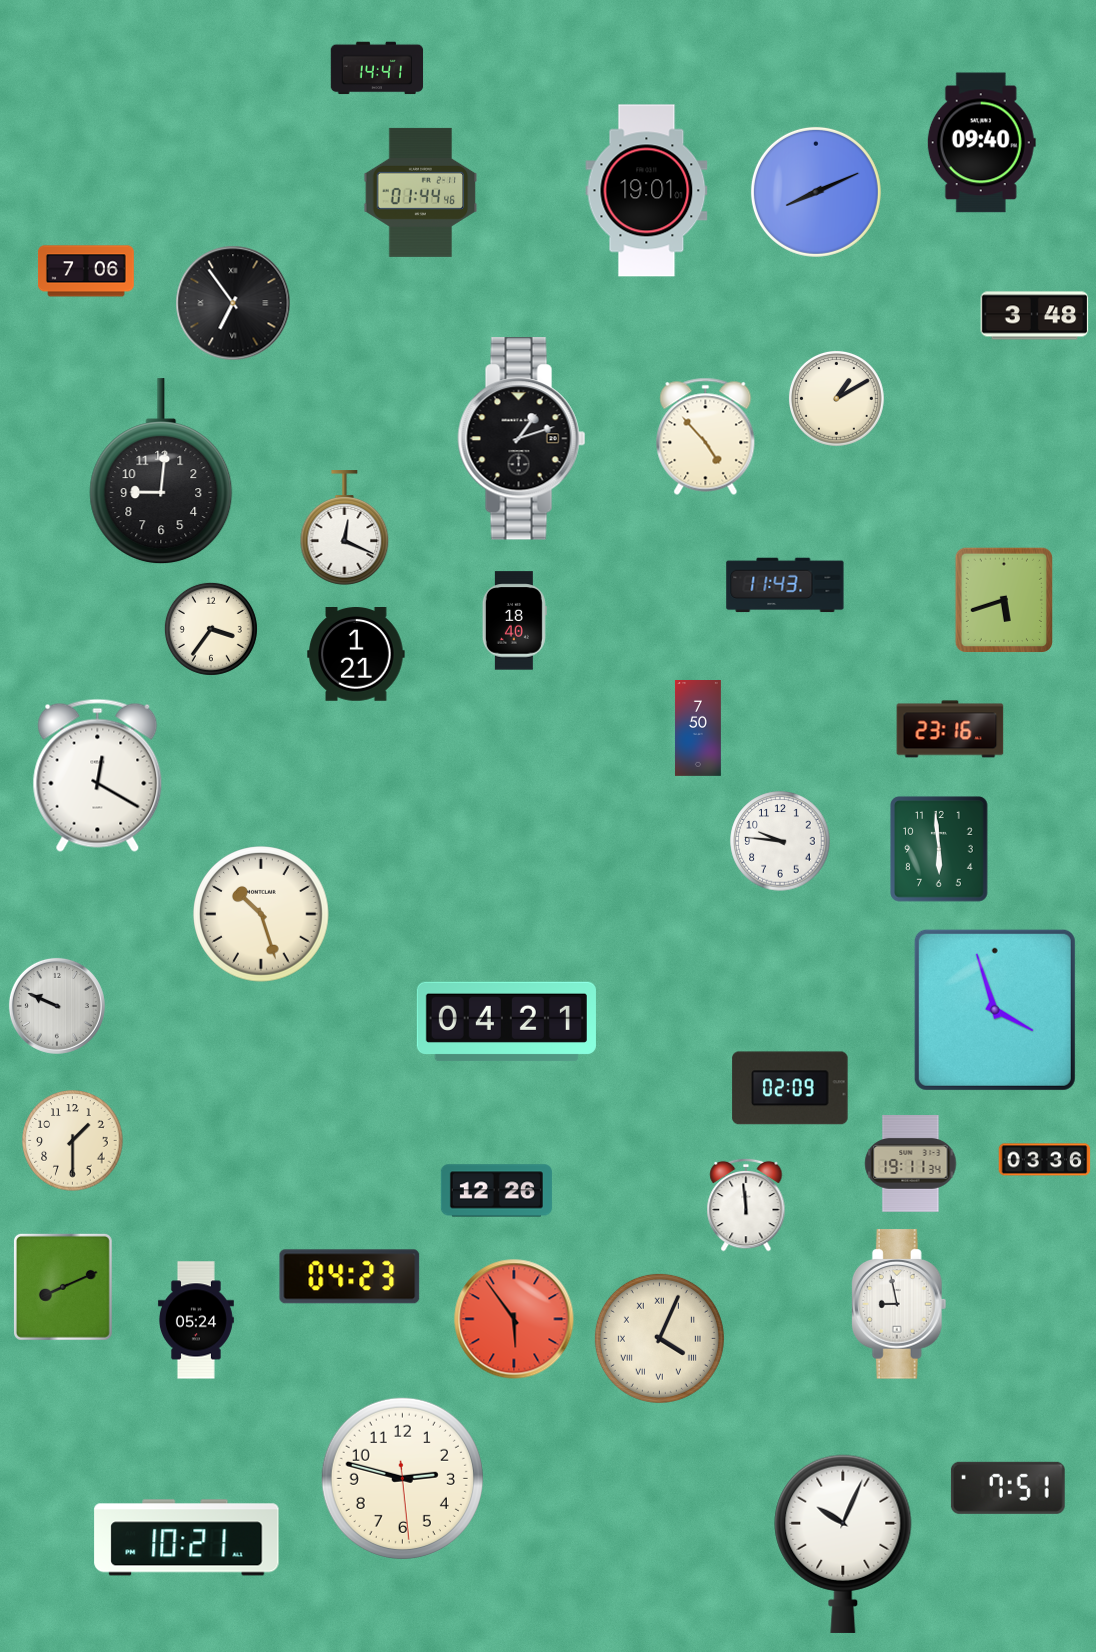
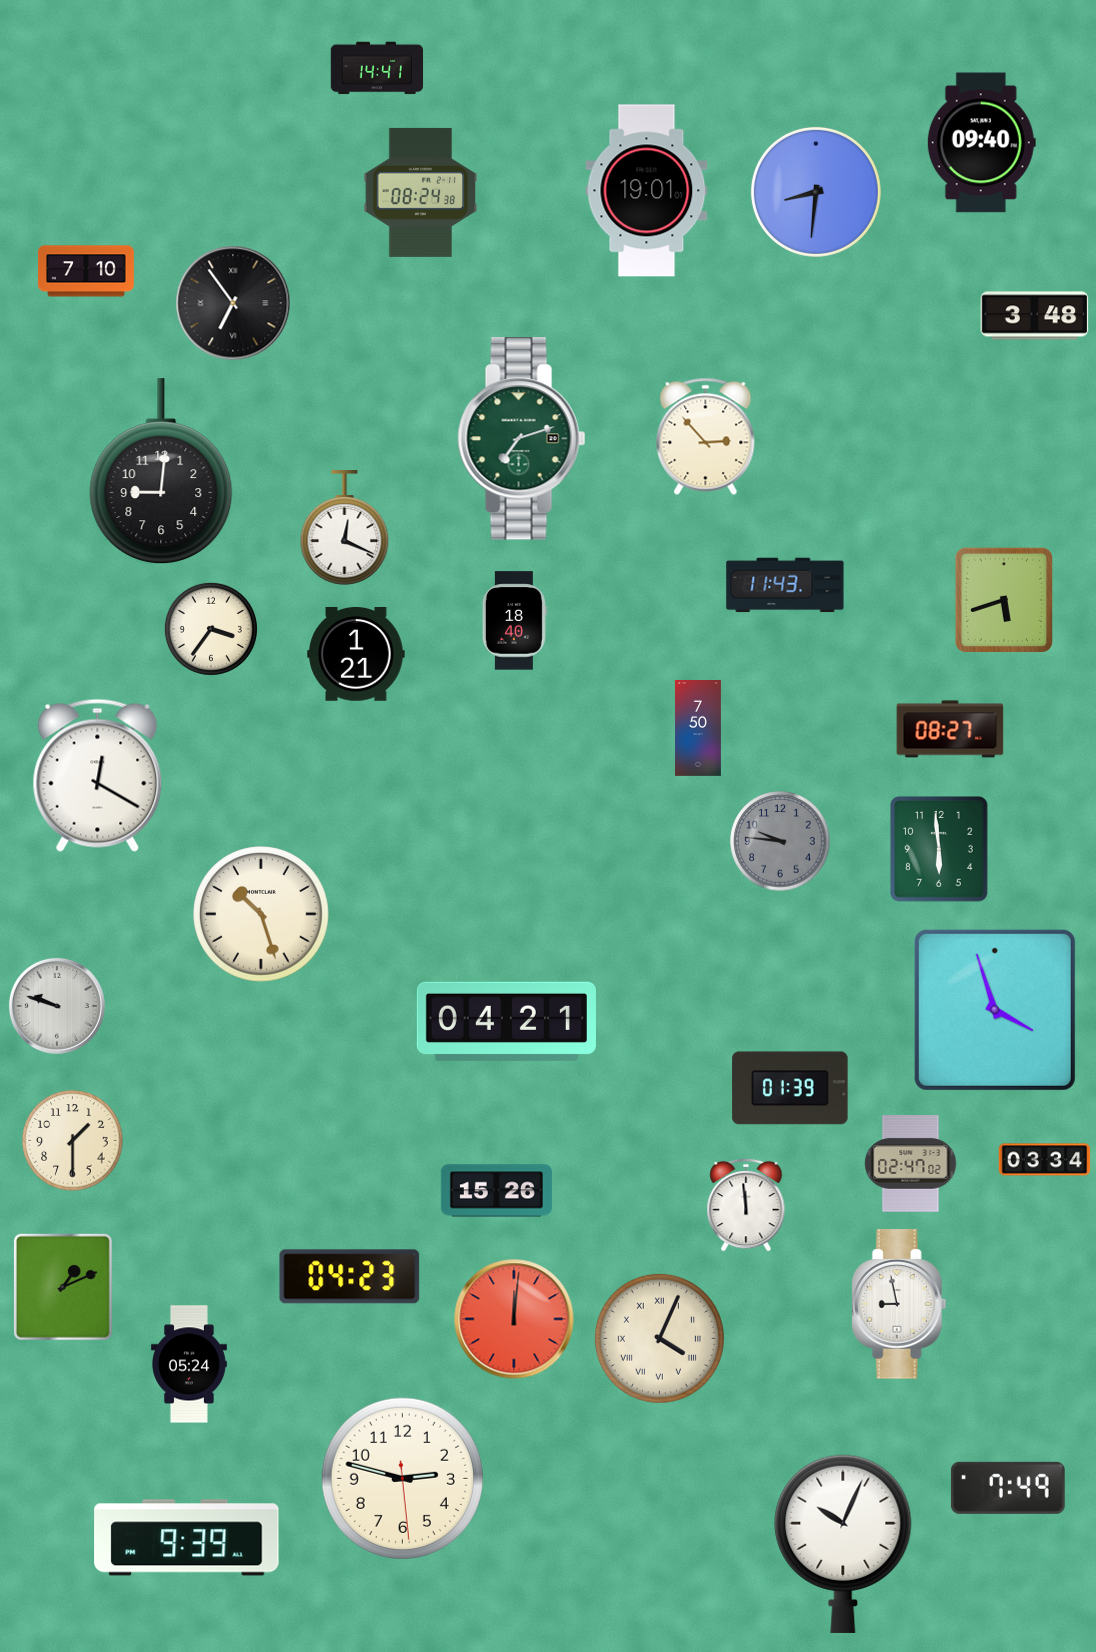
clock at (421, 192): 01:44 -> 08:24
clock at (816, 192): 8:11 -> 8:31
clock at (86, 271): 7:06 -> 7:10
clock at (836, 398): 1:10 -> none
clock at (706, 436): 4:53 -> 2:53
clock at (522, 439): 1:12 -> 7:12
clock at (522, 439) dial: black -> green
clock at (950, 729): 23:16 -> 08:27
clock at (780, 841) dial: white -> grey
clock at (57, 1006): 9:49 -> 9:48
clock at (790, 1088): 02:09 -> 01:39
clock at (1045, 1160): 03:36 -> 03:34
clock at (911, 1164): 19:11 -> 02:47
clock at (496, 1191): 12:26 -> 15:26
clock at (63, 1287): 8:11 -> 1:11
clock at (514, 1319): 5:54 -> 12:01
clock at (196, 1320) position: (196, 1320) -> (189, 1364)
clock at (1008, 1488): 7:51 -> 7:49
clock at (187, 1538): 10:21 -> 9:39
